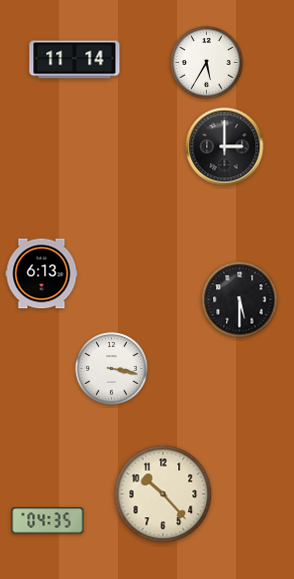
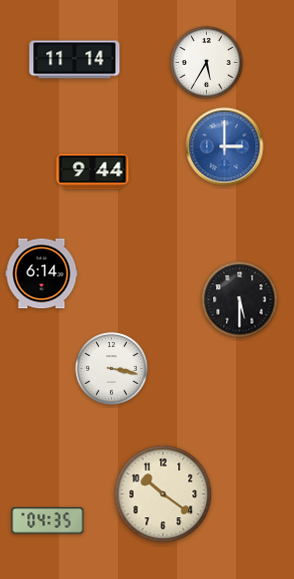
clock at (225, 147) dial: black -> blue
clock at (93, 172): none -> 9:44
clock at (42, 274): 6:13 -> 6:14
clock at (163, 494): 10:23 -> 10:21
